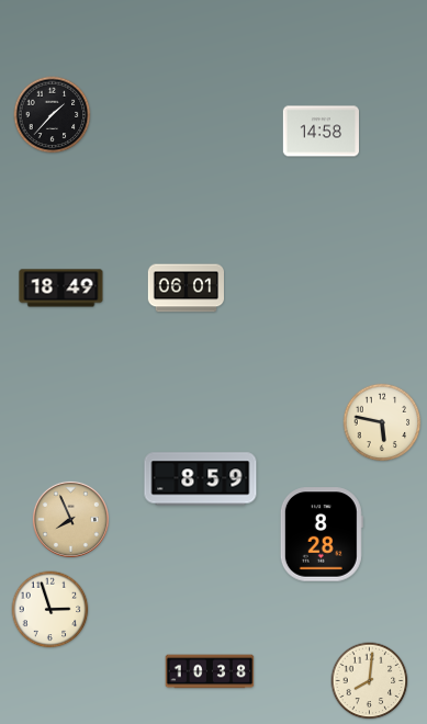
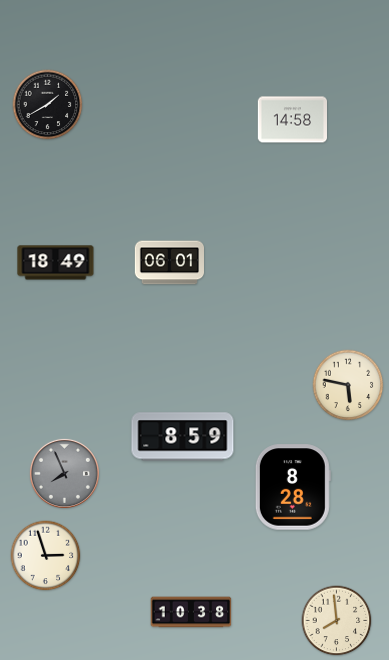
clock at (53, 115): 1:37 -> 1:40
clock at (70, 519) dial: champagne -> grey
clock at (370, 681): 8:01 -> 7:59
